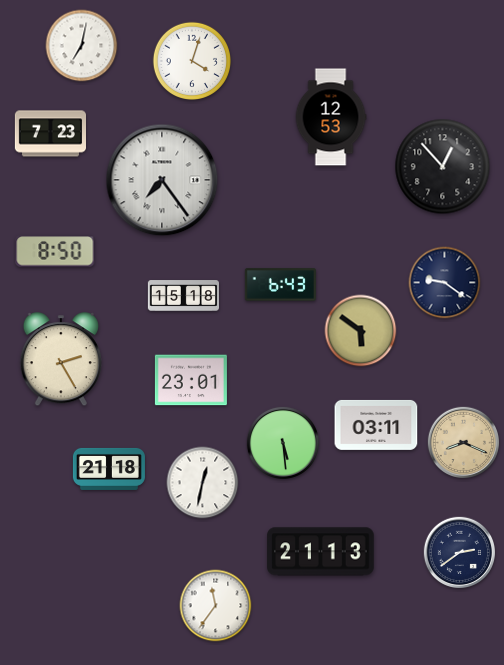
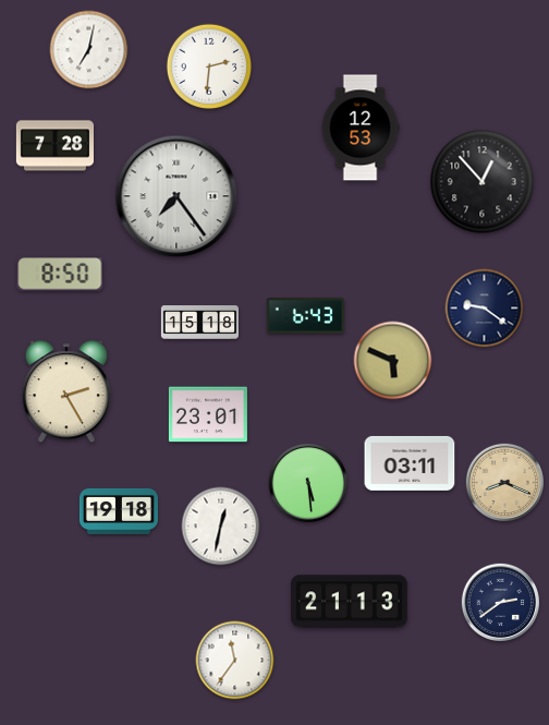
clock at (191, 60): 4:03 -> 2:31
clock at (50, 134): 7:23 -> 7:28
clock at (280, 285) position: (280, 285) -> (305, 316)
clock at (361, 331): 5:51 -> 5:49
clock at (109, 469): 21:18 -> 19:18
